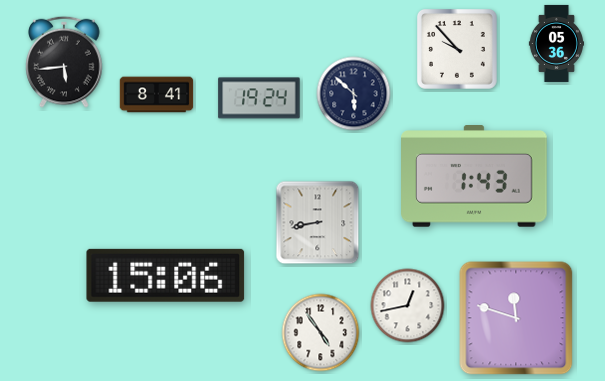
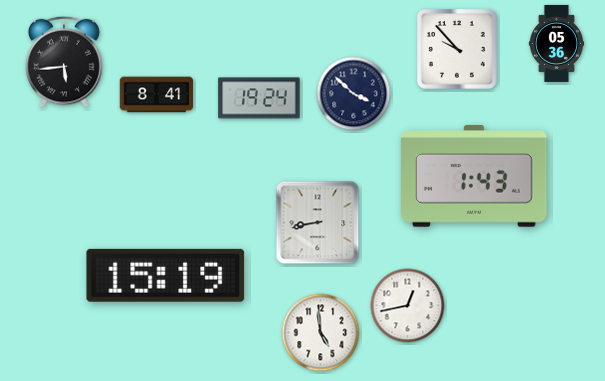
clock at (354, 94): 5:52 -> 3:52
clock at (166, 275): 15:06 -> 15:19
clock at (516, 318): 11:48 -> none
clock at (321, 333): 4:54 -> 4:59
